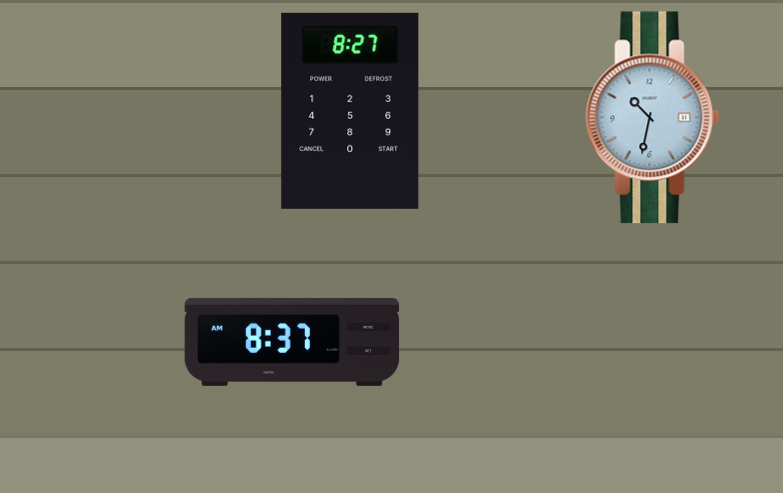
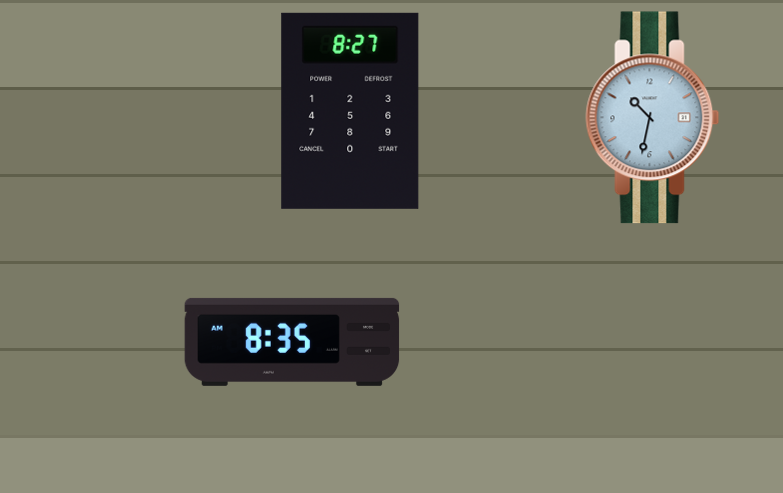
clock at (292, 342): 8:37 -> 8:35
